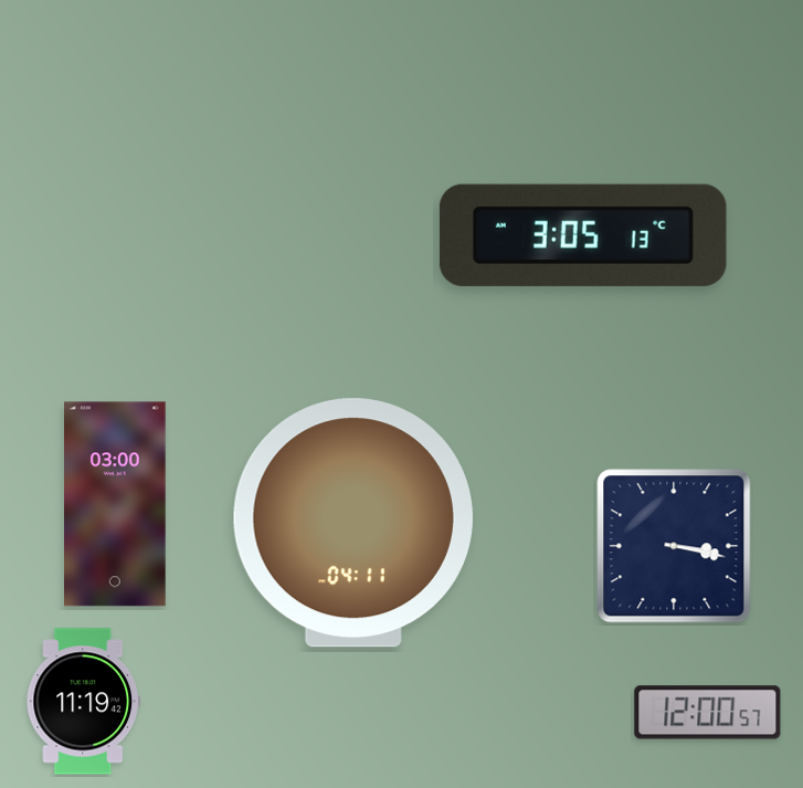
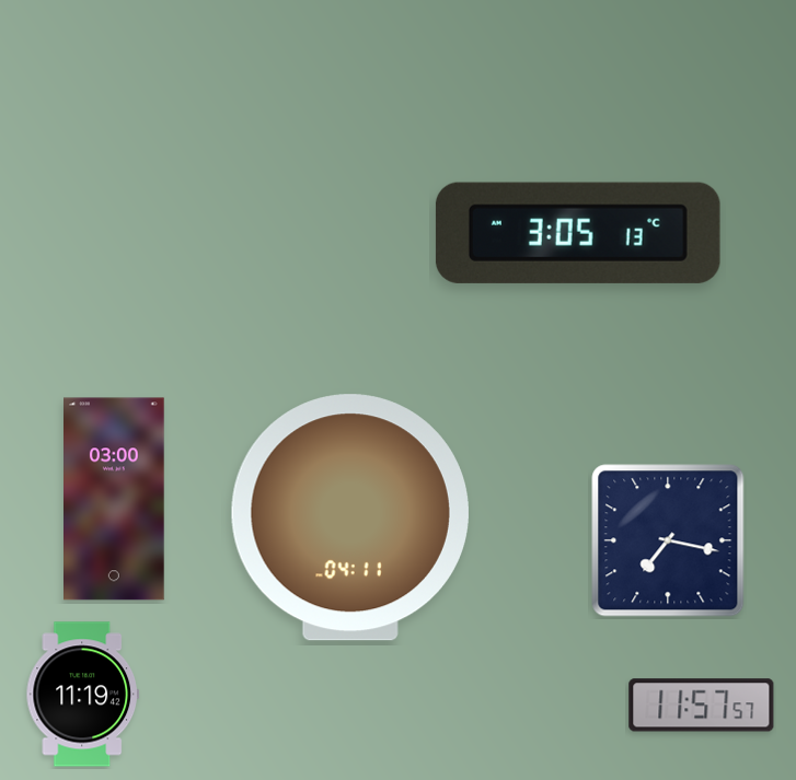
clock at (674, 546): 3:17 -> 7:17
clock at (708, 713): 12:00 -> 11:57
